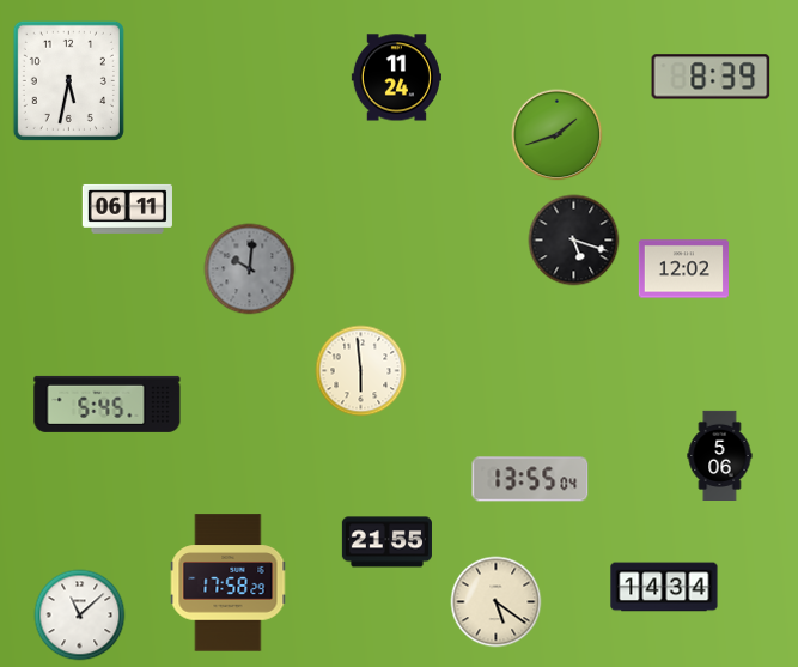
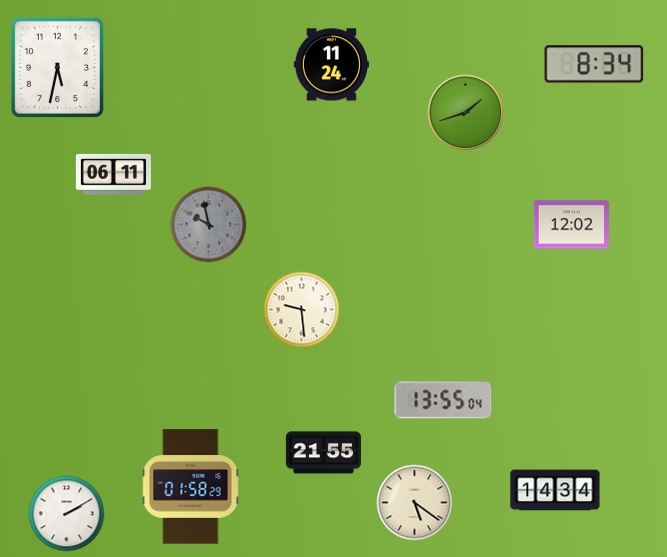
clock at (711, 77): 8:39 -> 8:34
clock at (127, 208) position: (127, 208) -> (113, 174)
clock at (574, 241): 5:18 -> none
clock at (250, 269): 10:01 -> 9:58
clock at (361, 371): 5:59 -> 9:29
clock at (108, 404): 5:45 -> none
clock at (720, 455): 5:06 -> none
clock at (229, 583): 17:58 -> 01:58
clock at (80, 616): 11:08 -> 2:10
